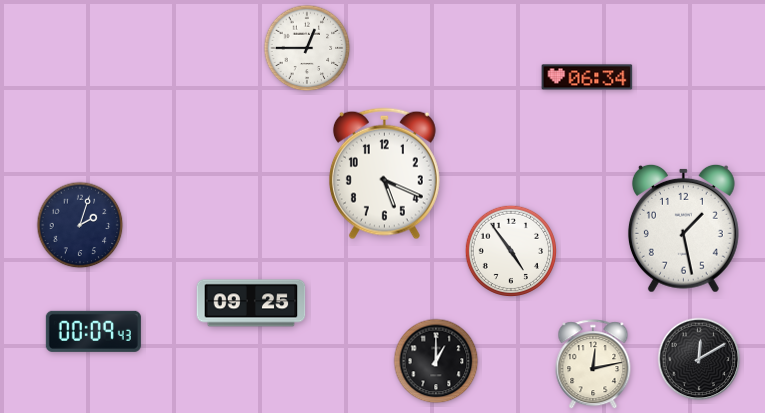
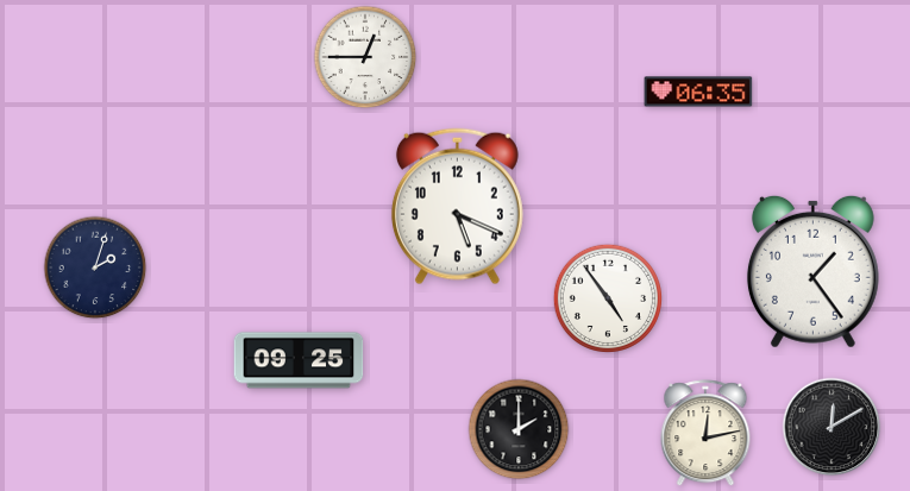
clock at (587, 77): 06:34 -> 06:35
clock at (683, 228): 1:28 -> 1:24
clock at (93, 331): 00:09 -> none
clock at (436, 361): 1:00 -> 2:00
